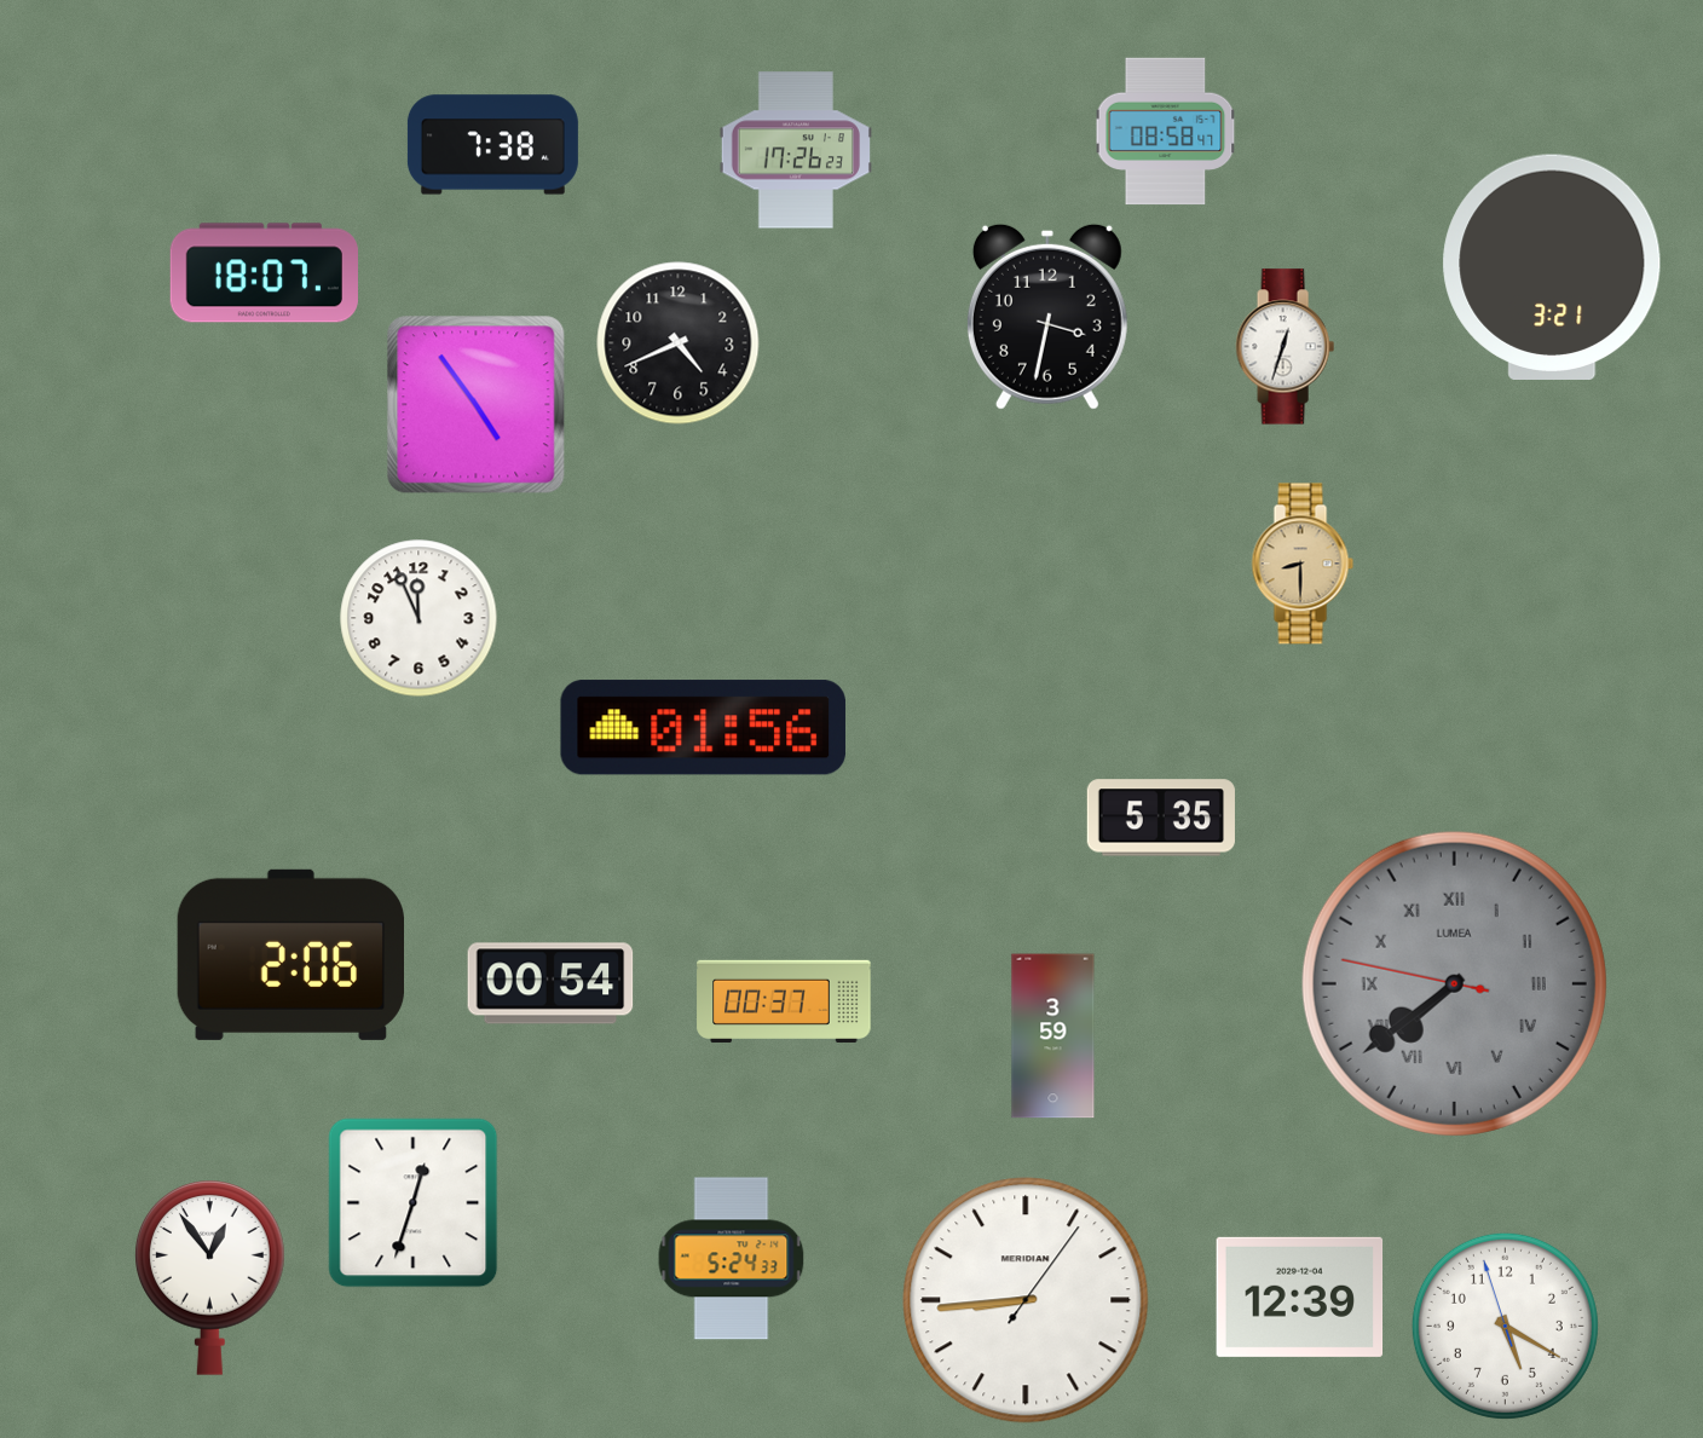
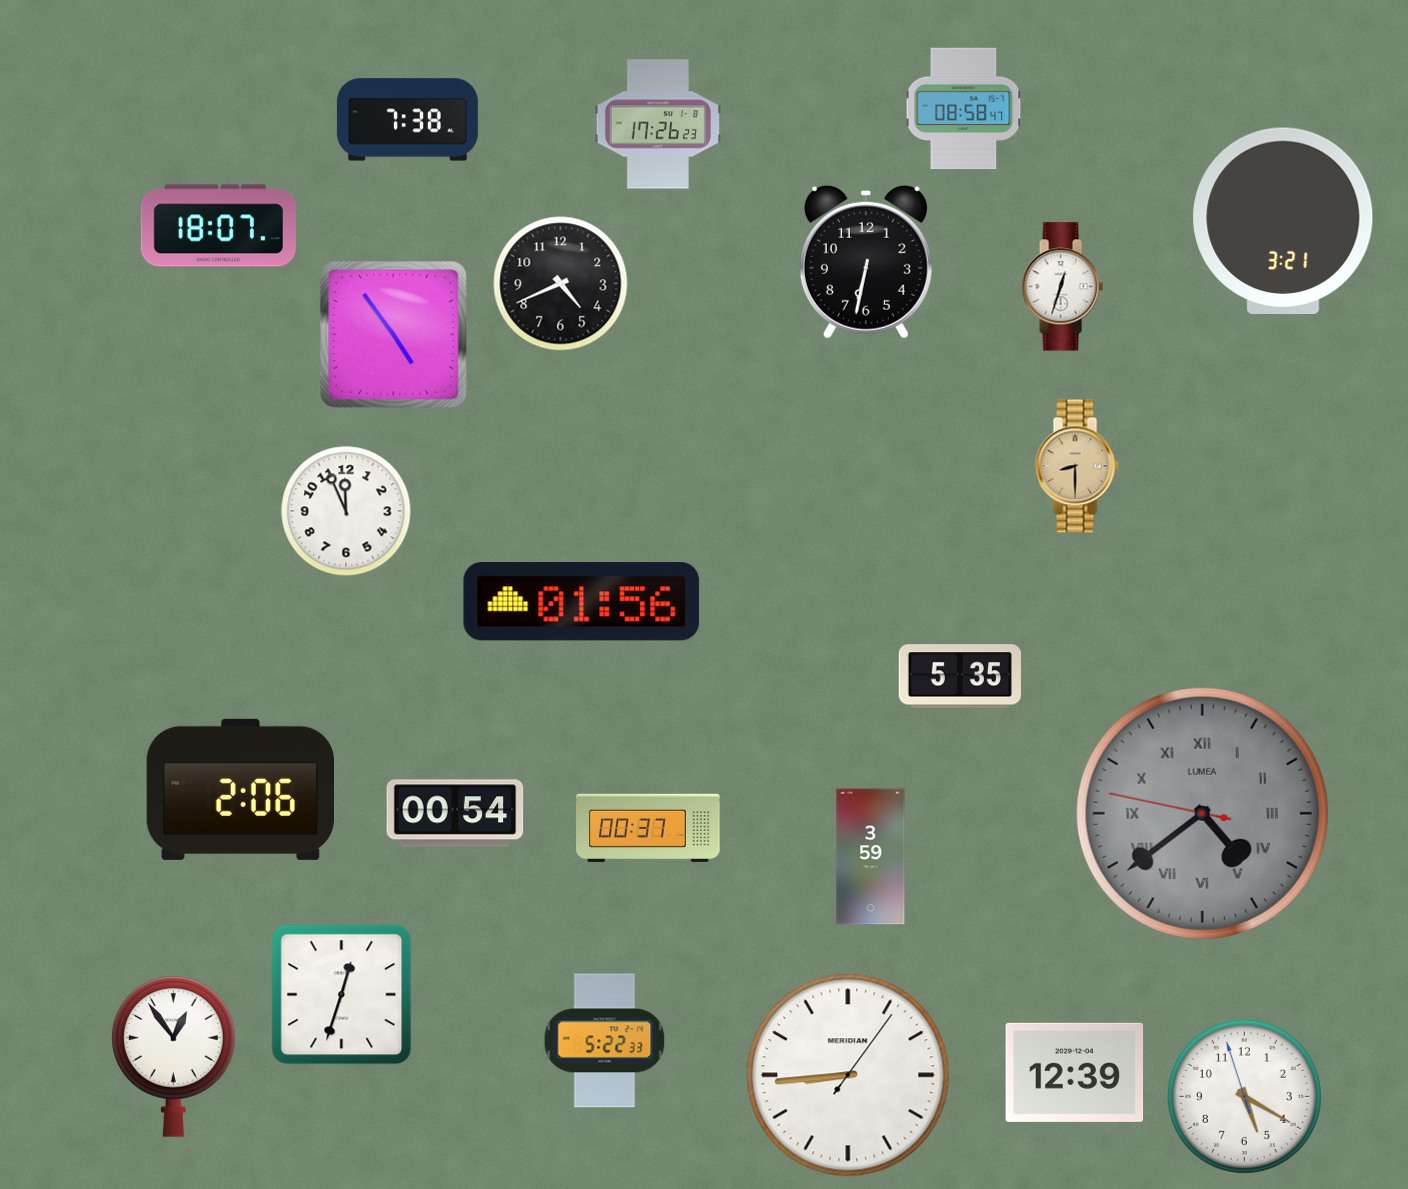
clock at (1047, 317): 3:32 -> 6:32
clock at (1454, 983): 7:38 -> 4:38
clock at (732, 1259): 5:24 -> 5:22
